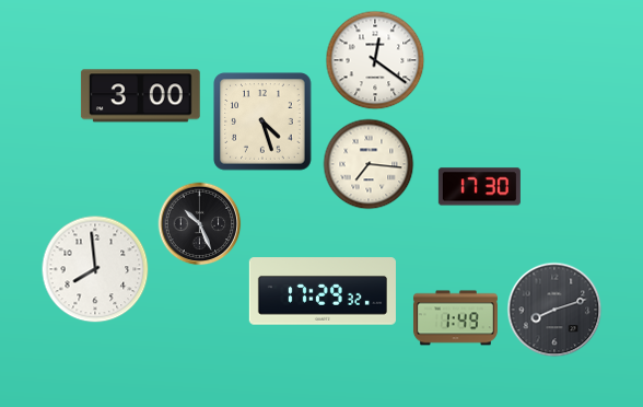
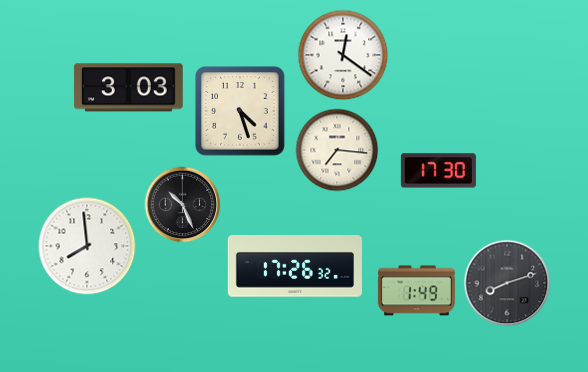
clock at (140, 96): 3:00 -> 3:03
clock at (323, 291): 17:29 -> 17:26
